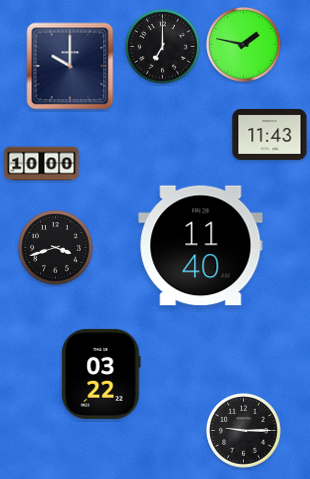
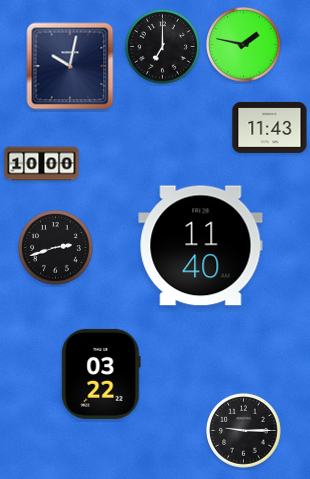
clock at (70, 66): 10:00 -> 10:02
clock at (270, 134) position: (270, 134) -> (270, 127)
clock at (56, 248): 3:42 -> 2:42
